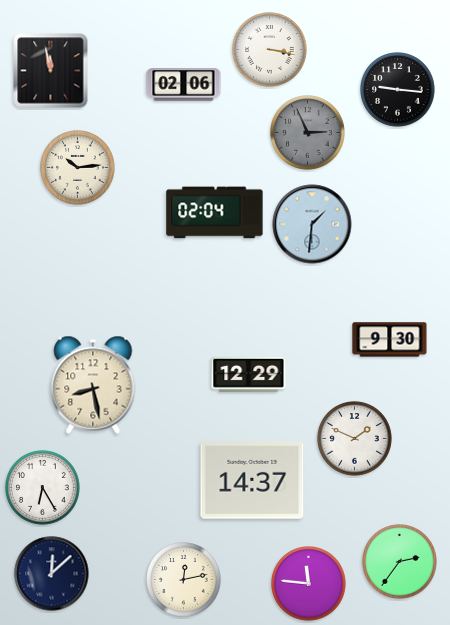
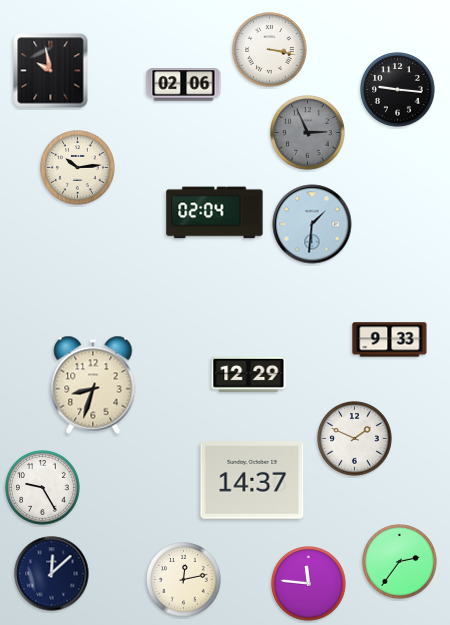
clock at (51, 71): 11:58 -> 9:58
clock at (390, 340): 9:30 -> 9:33
clock at (93, 385): 8:28 -> 8:33
clock at (43, 488): 6:25 -> 9:25
